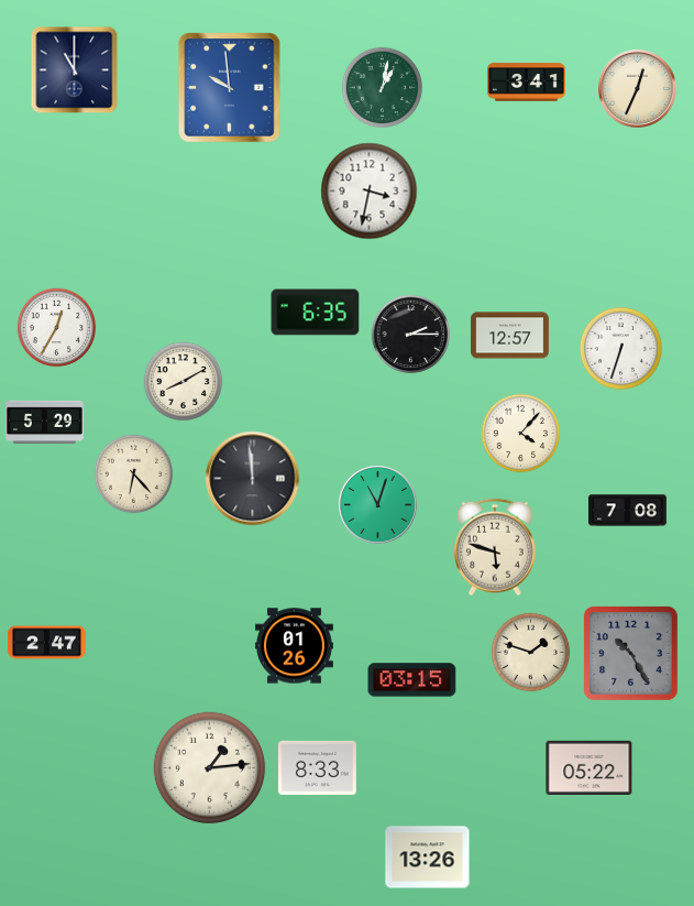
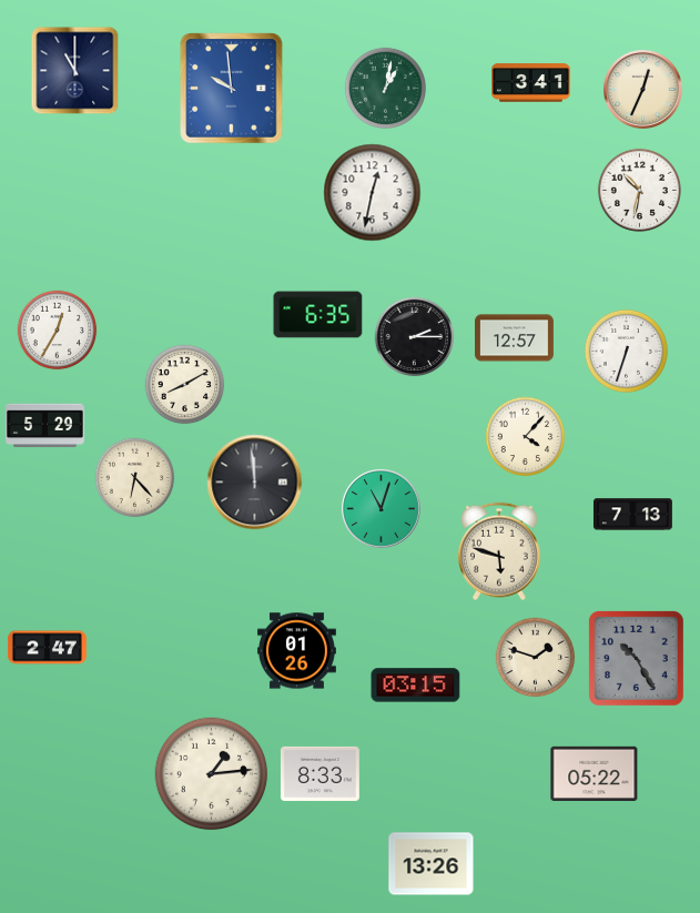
clock at (639, 190): none -> 10:32
clock at (370, 192): 3:32 -> 12:32
clock at (627, 511): 7:08 -> 7:13
